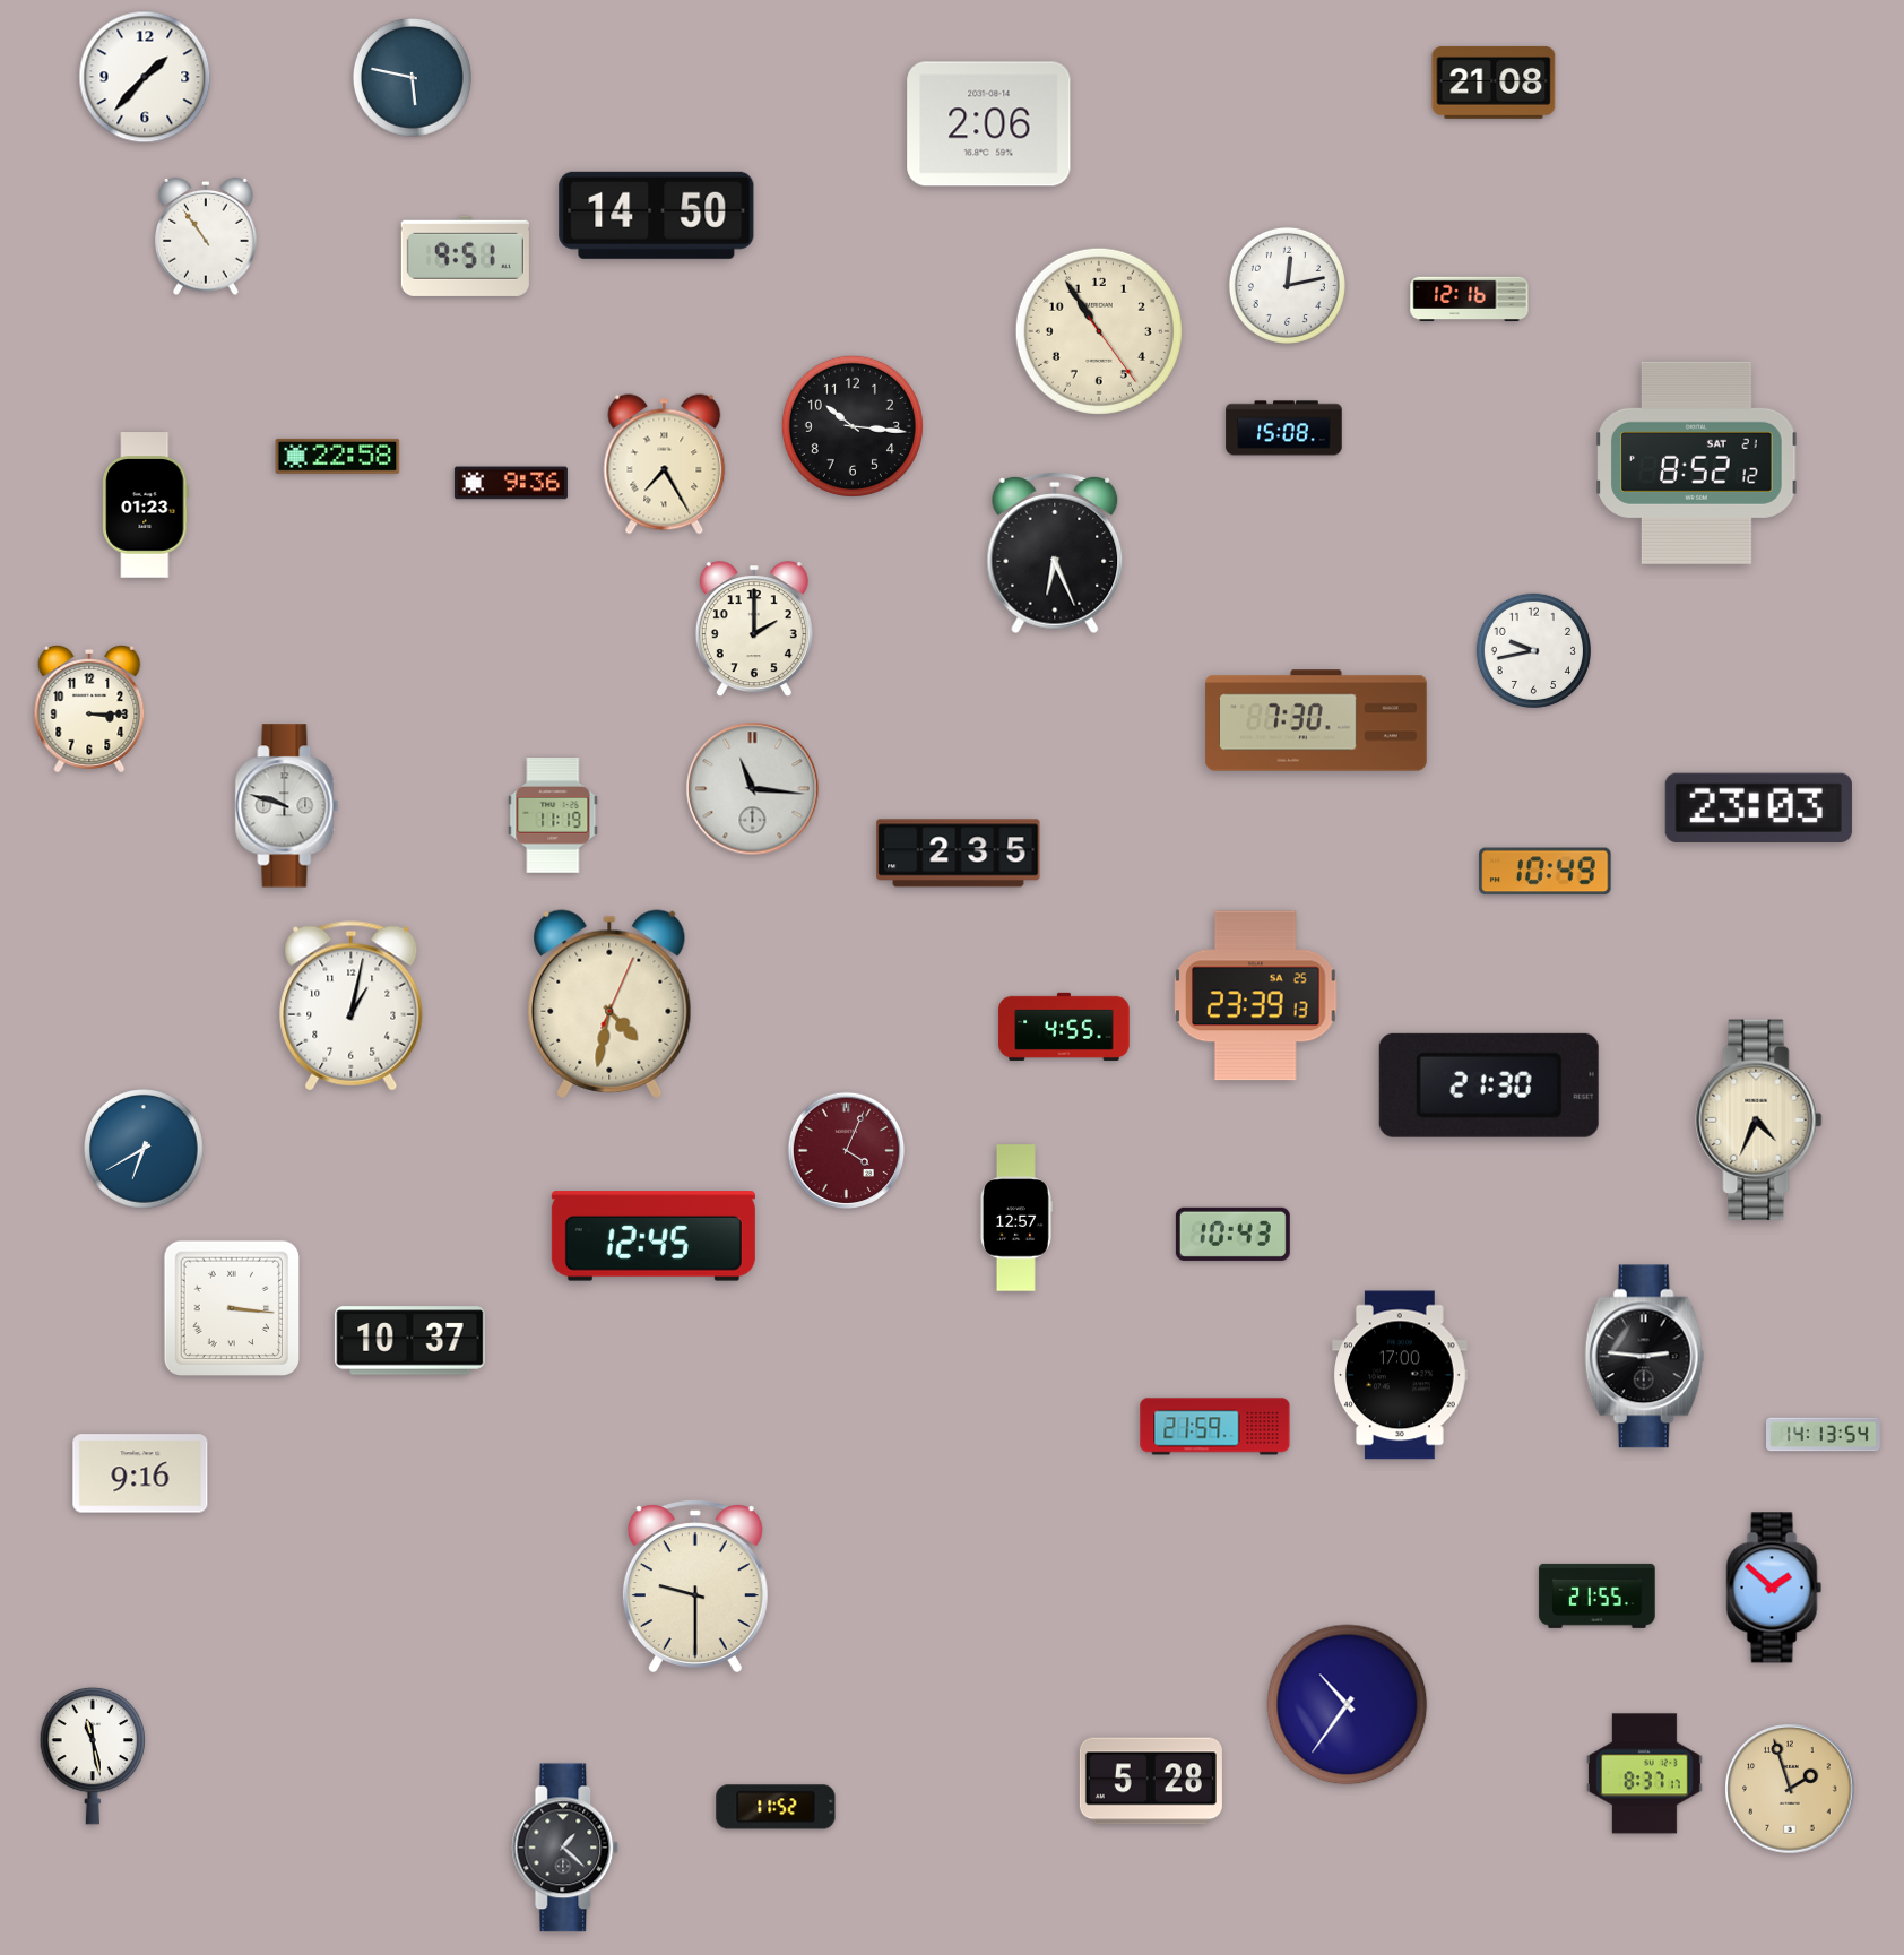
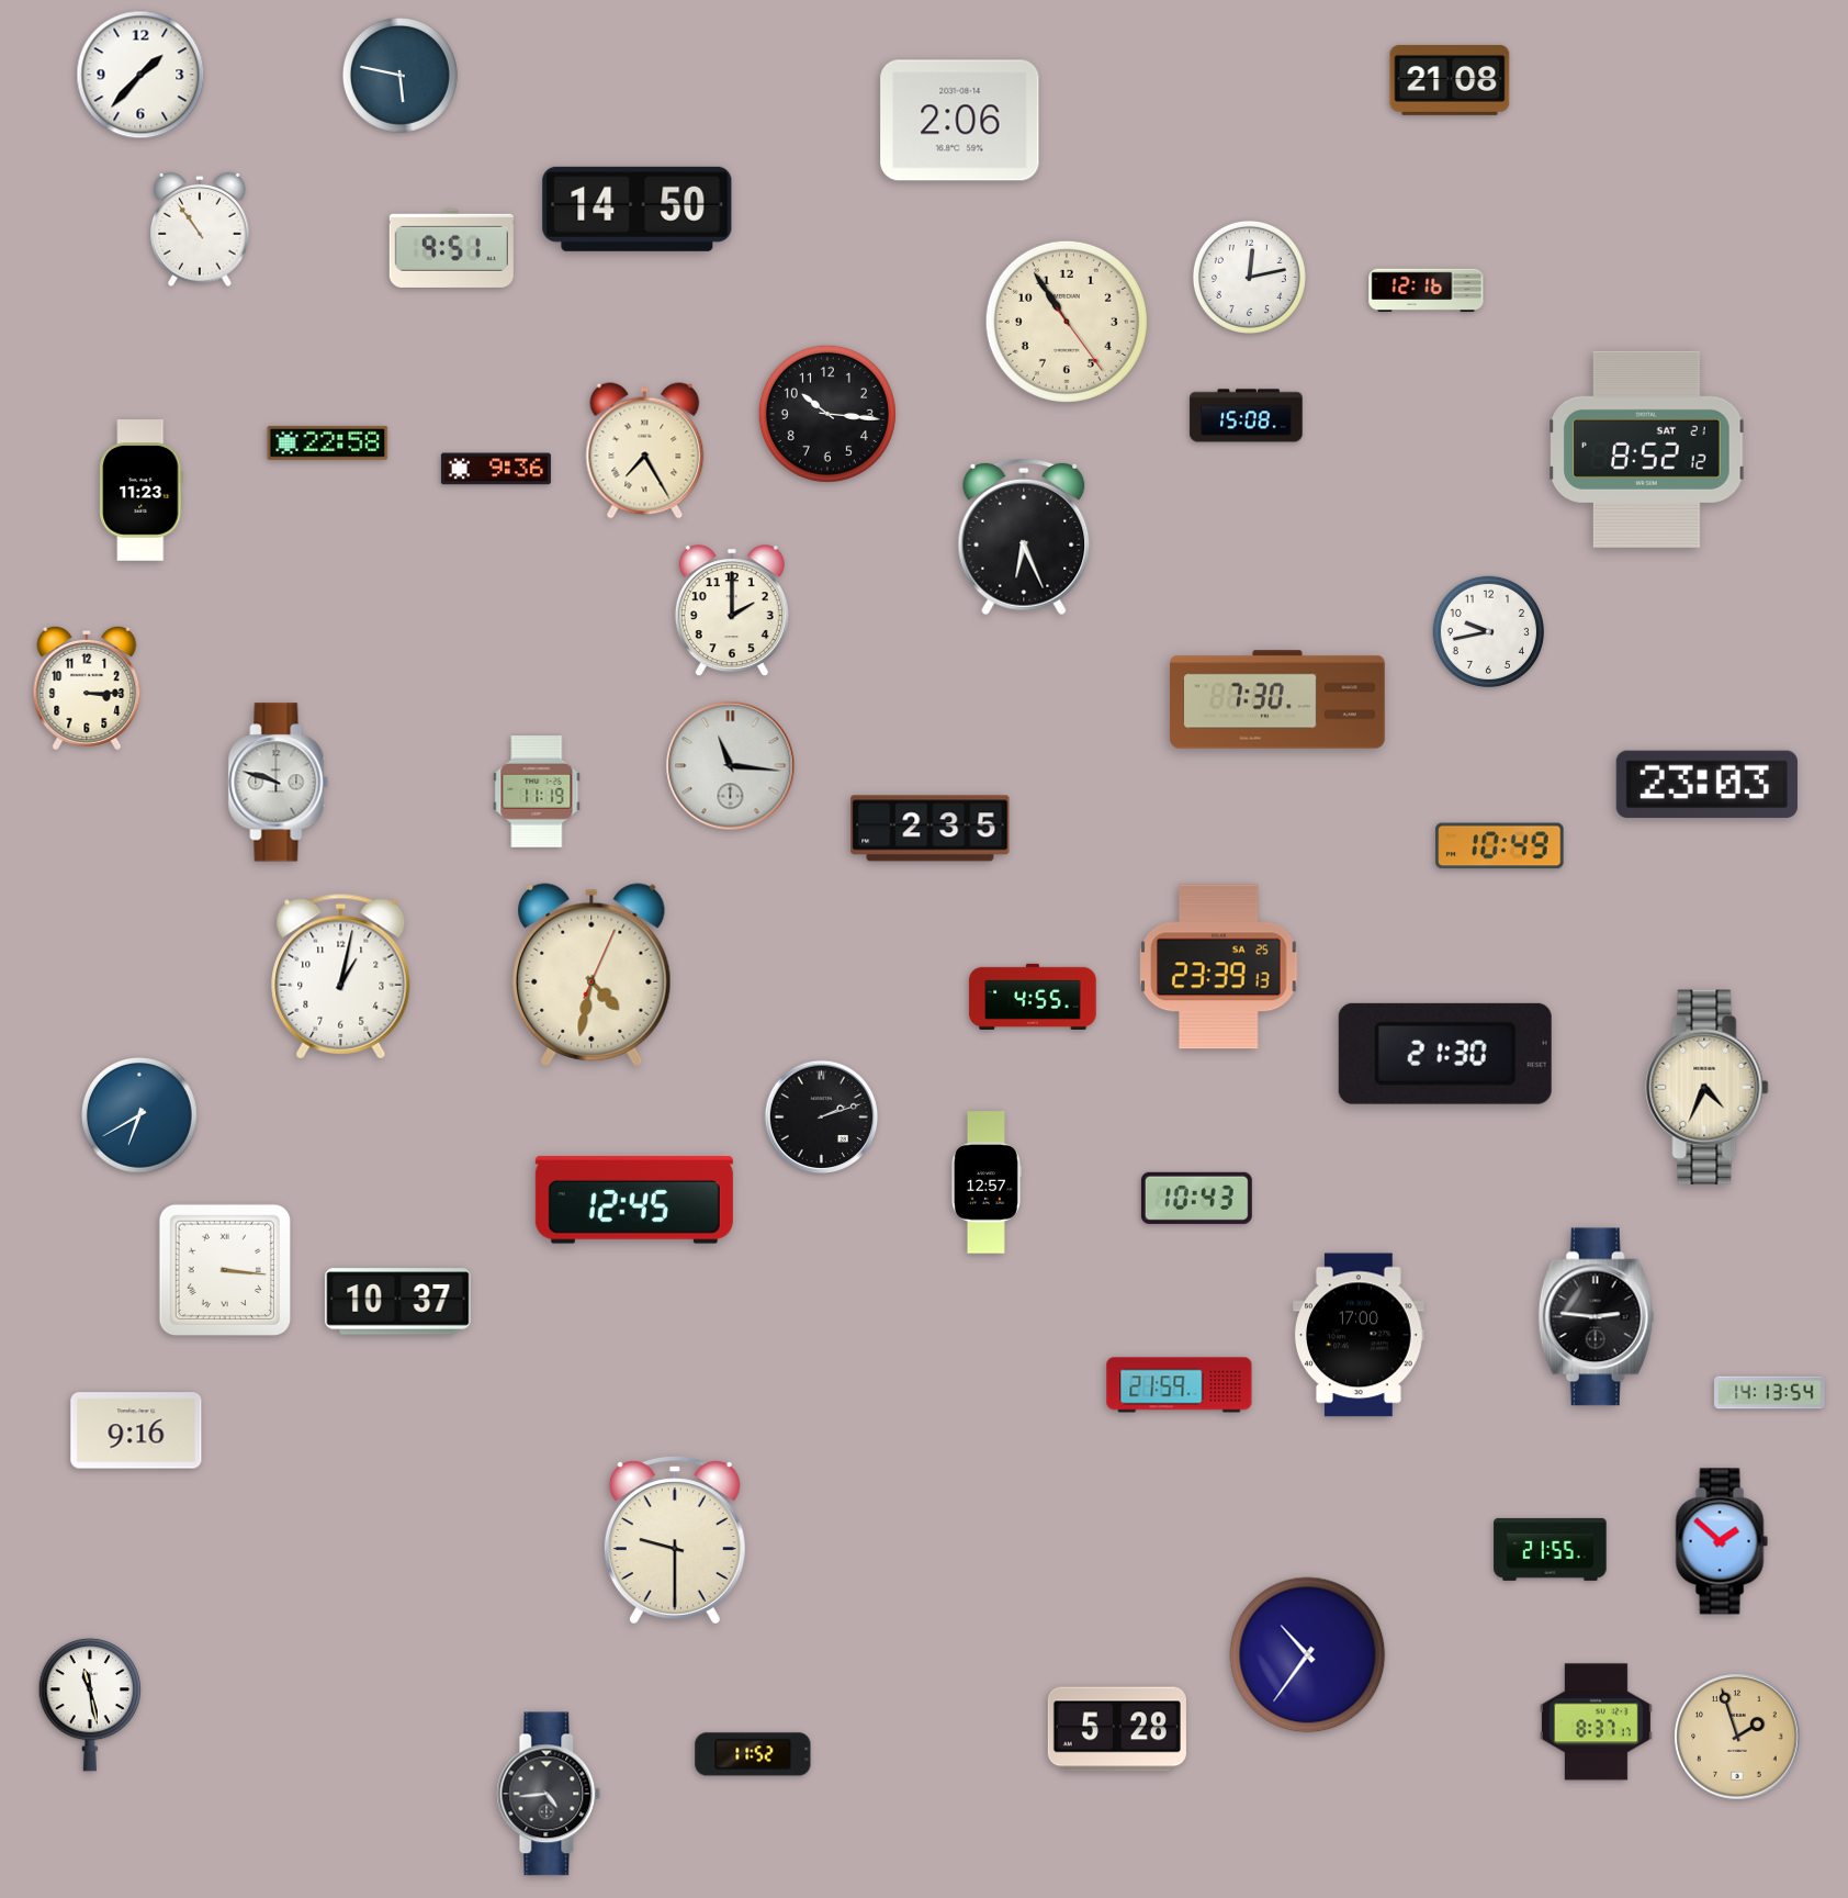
clock at (146, 505): 01:23 -> 11:23
clock at (847, 1151): 4:04 -> 2:12
clock at (847, 1151) dial: burgundy -> black
clock at (565, 1848): 1:22 -> 4:44
